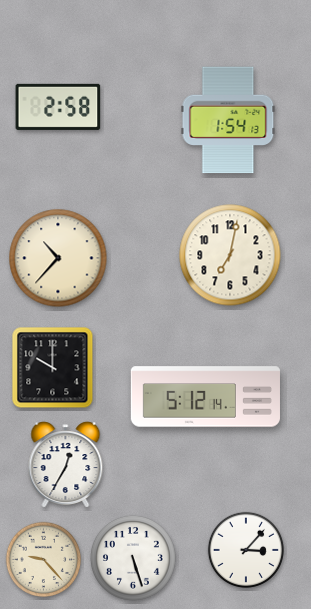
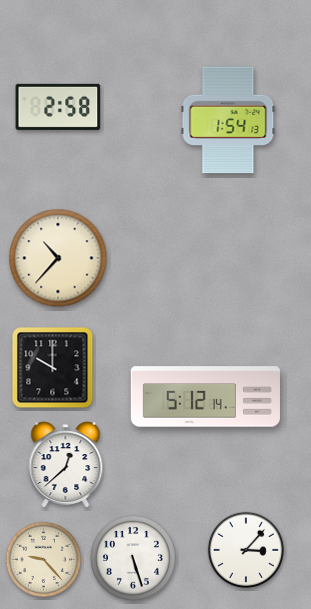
clock at (230, 255): 7:02 -> none
clock at (66, 465): 12:35 -> 12:38
